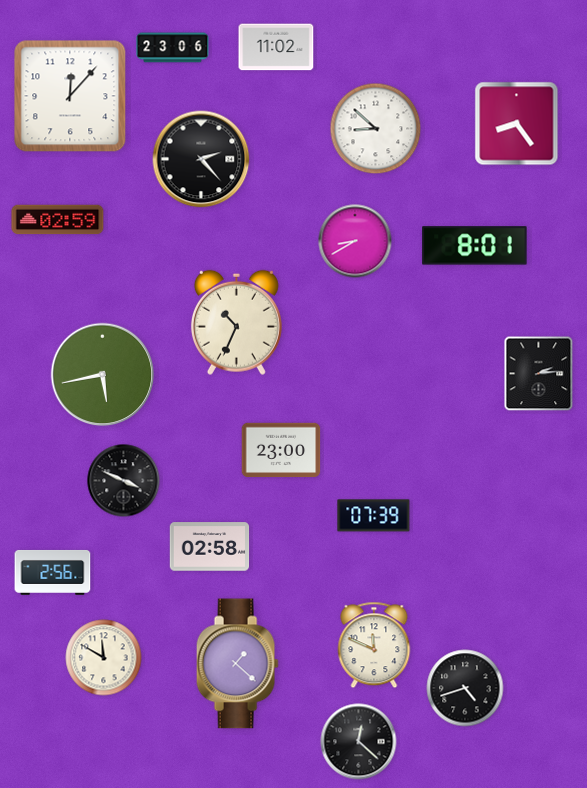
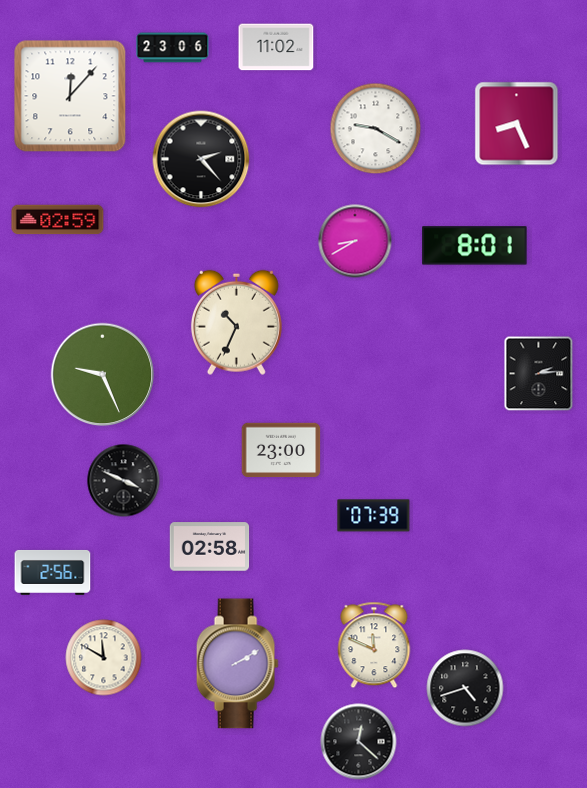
clock at (517, 124): 8:24 -> 8:26
clock at (376, 129): 8:52 -> 9:20
clock at (103, 375): 5:43 -> 9:26
clock at (237, 664): 1:22 -> 2:10
